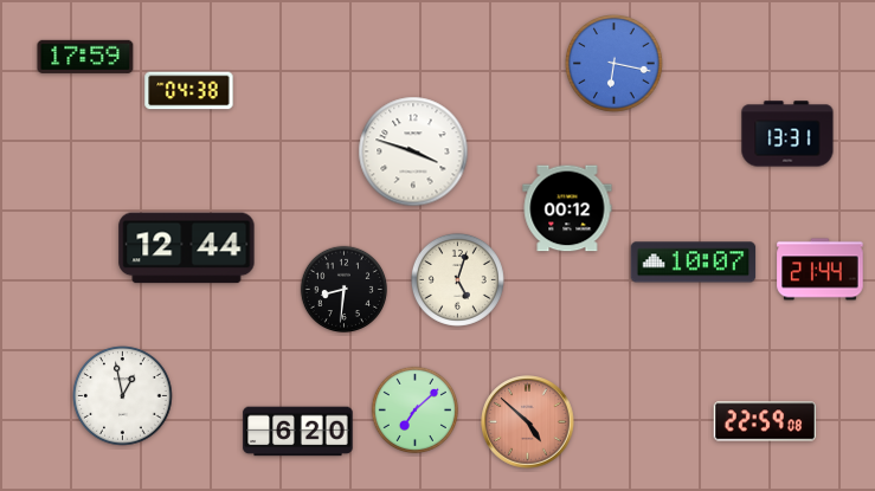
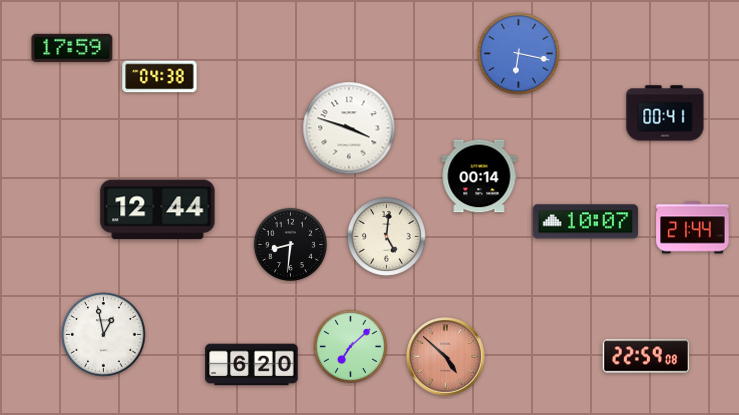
clock at (787, 134): 13:31 -> 00:41
clock at (567, 208): 00:12 -> 00:14
clock at (457, 279): 5:03 -> 5:01
